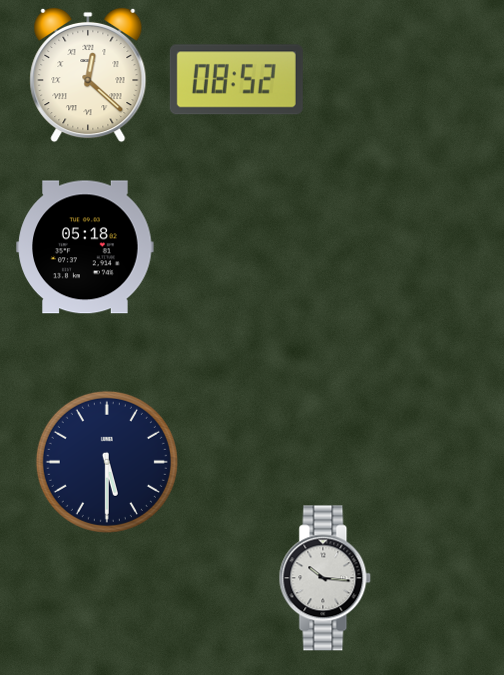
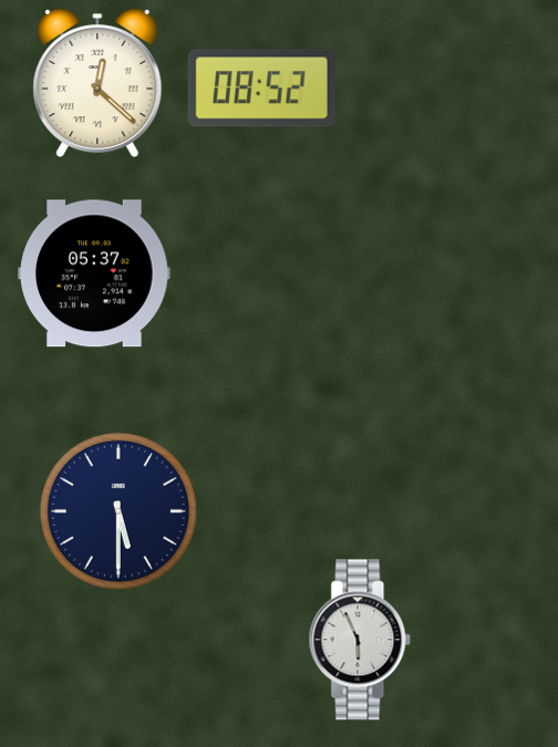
clock at (85, 247): 05:18 -> 05:37
clock at (325, 578): 10:16 -> 5:56
